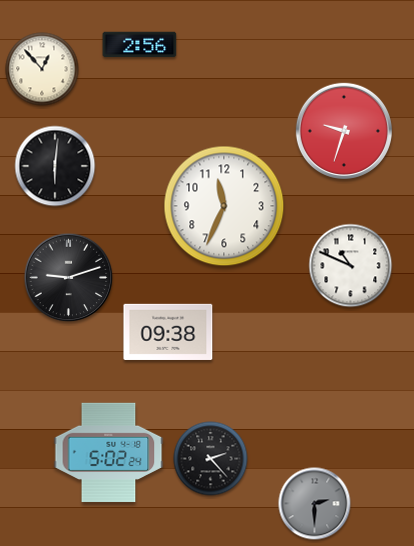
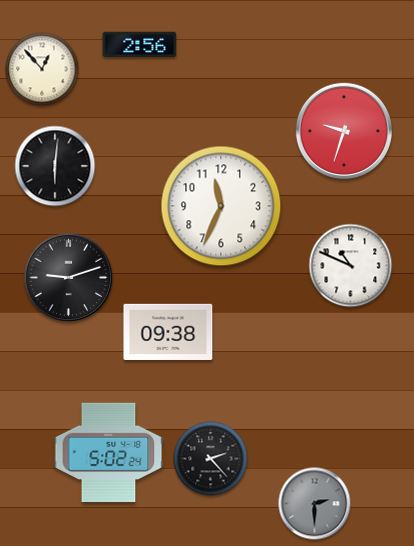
clock at (224, 206) position: (224, 206) -> (221, 206)
